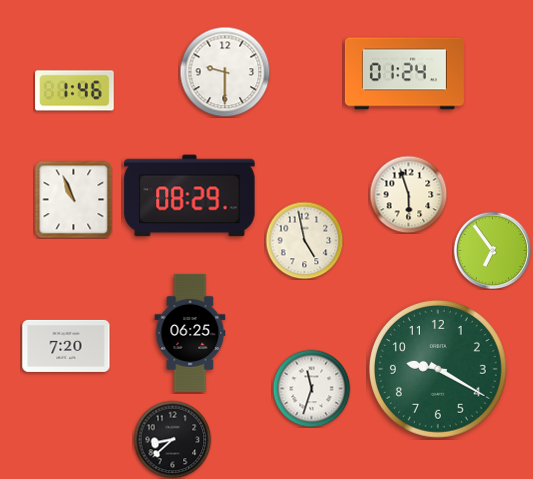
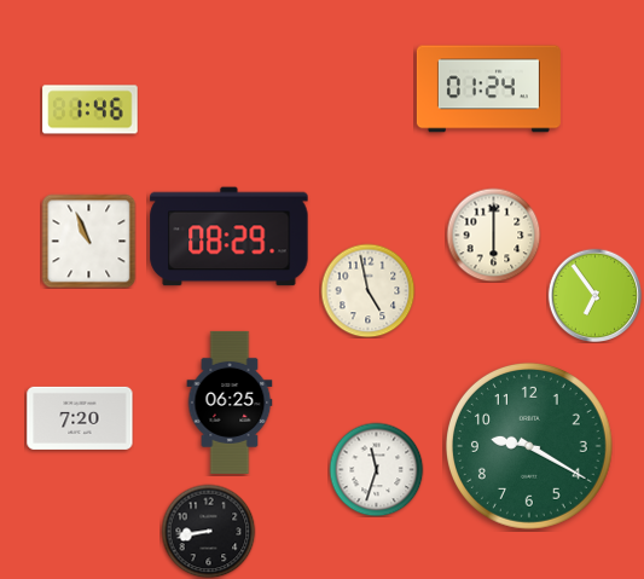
clock at (225, 72): 9:30 -> none
clock at (408, 194): 5:57 -> 6:00
clock at (492, 250) position: (492, 250) -> (594, 295)
clock at (172, 439): 8:38 -> 8:43
